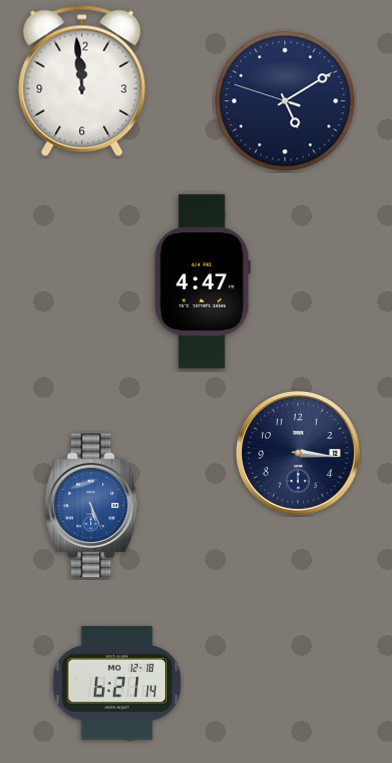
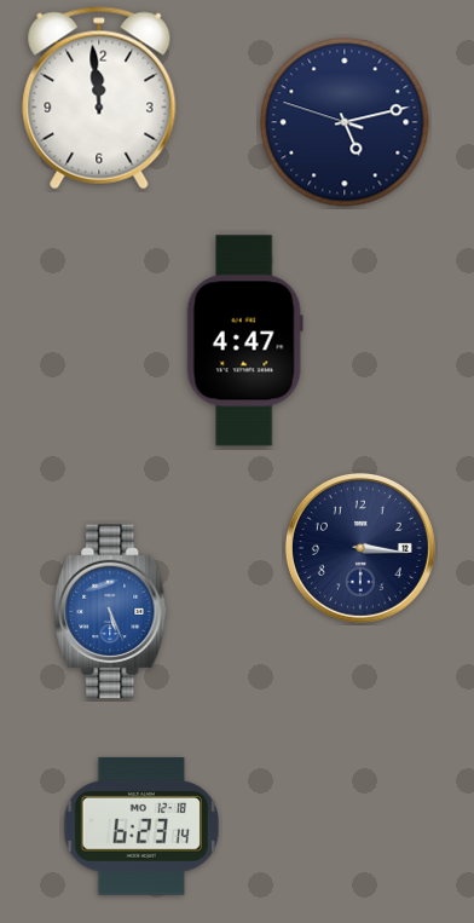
clock at (285, 101): 5:09 -> 5:12
clock at (117, 683): 6:21 -> 6:23
